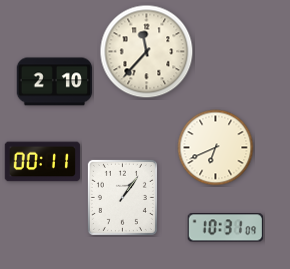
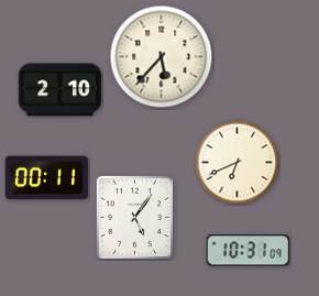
clock at (147, 52): 11:37 -> 5:37
clock at (122, 197): 1:06 -> 5:06
